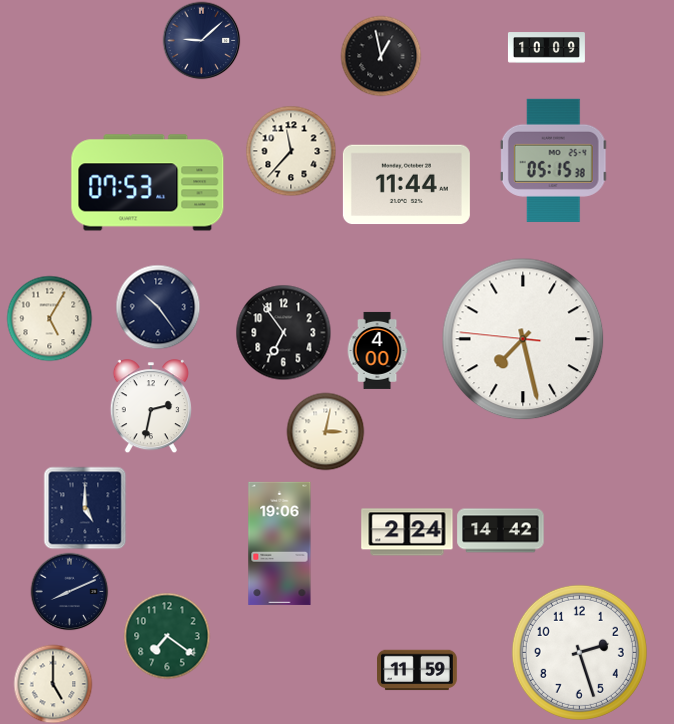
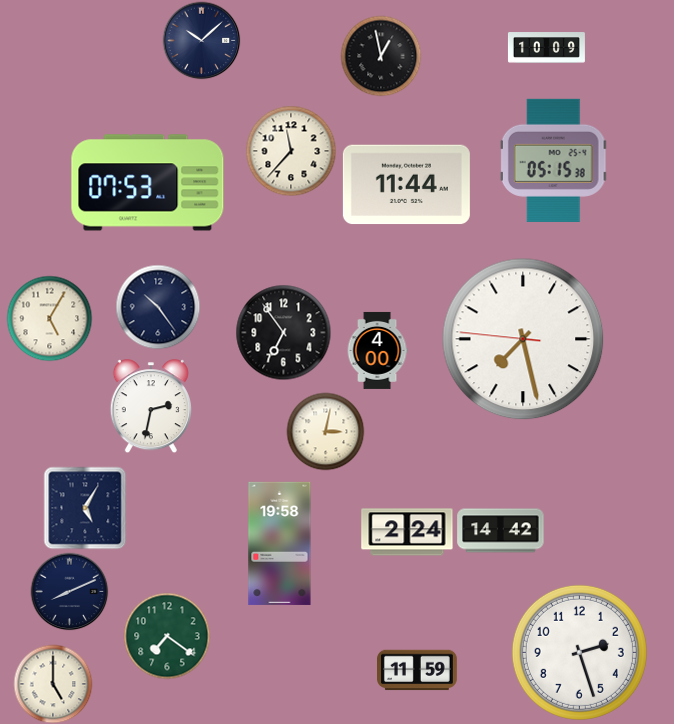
clock at (201, 40): 9:08 -> 10:08
clock at (85, 508): 5:00 -> 5:05
clock at (280, 543): 19:06 -> 19:58
